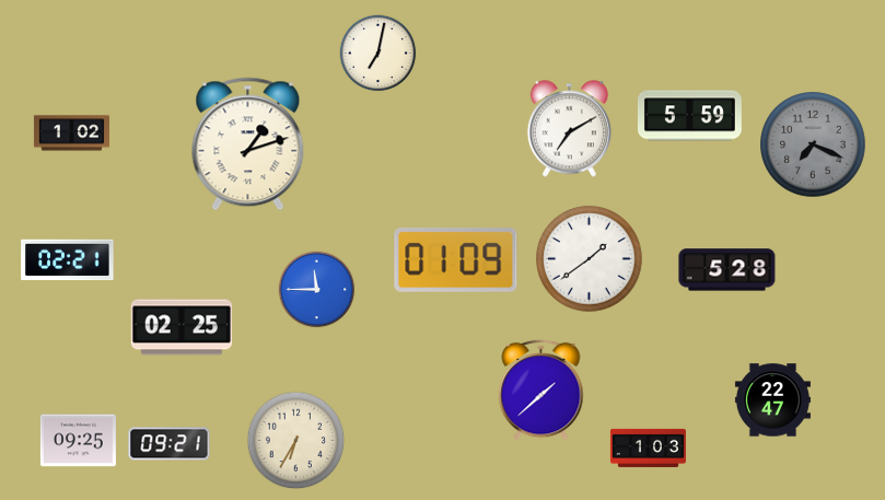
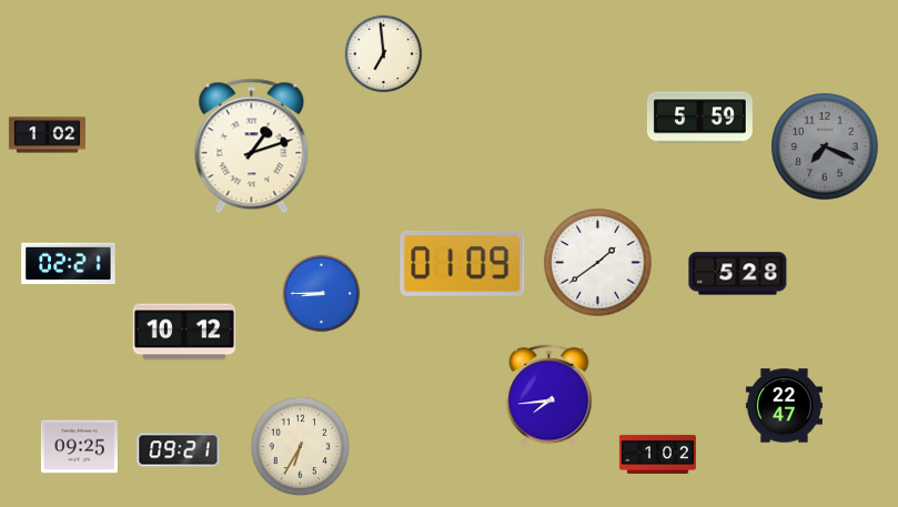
clock at (379, 54): 7:02 -> 6:59
clock at (569, 129): 7:10 -> none
clock at (71, 133) position: (71, 133) -> (47, 135)
clock at (317, 290): 11:45 -> 8:45
clock at (182, 327): 02:25 -> 10:12
clock at (542, 389): 1:38 -> 7:44
clock at (170, 444) position: (170, 444) -> (179, 450)
clock at (648, 447): 1:03 -> 1:02
